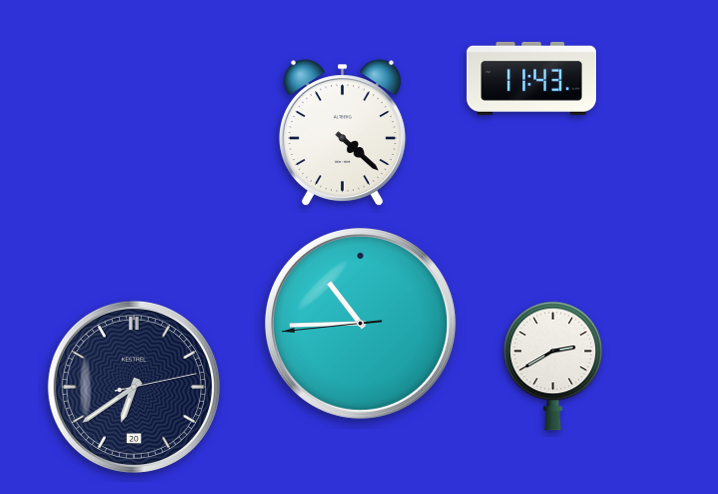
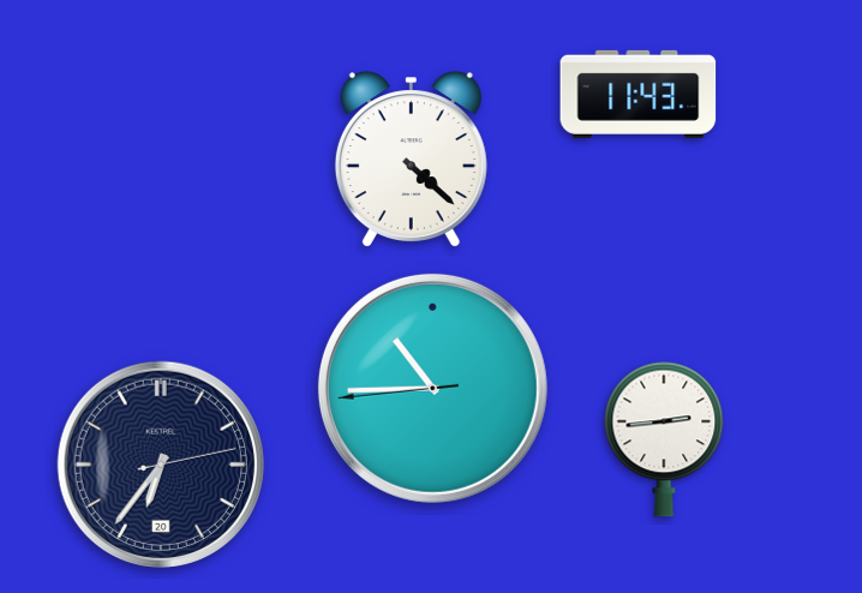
clock at (553, 366): 2:40 -> 2:44
clock at (134, 387): 6:39 -> 6:36
